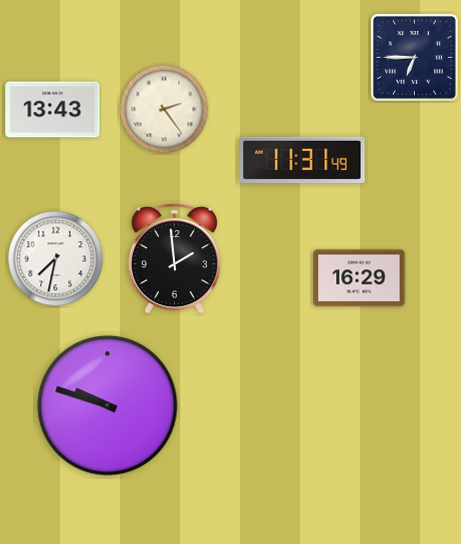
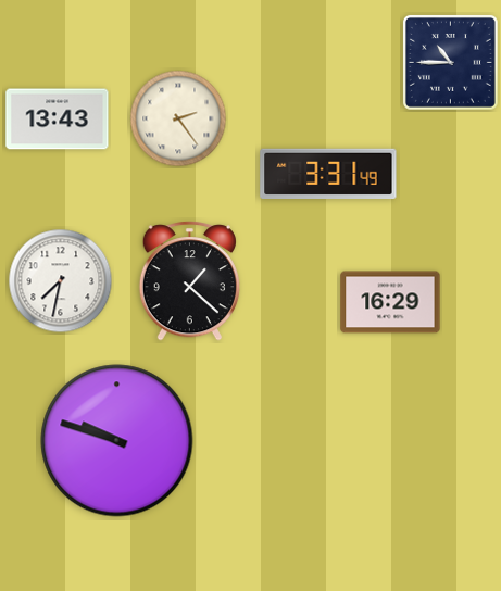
clock at (414, 57): 6:45 -> 10:45
clock at (302, 159): 11:31 -> 3:31
clock at (174, 259): 1:59 -> 1:22
